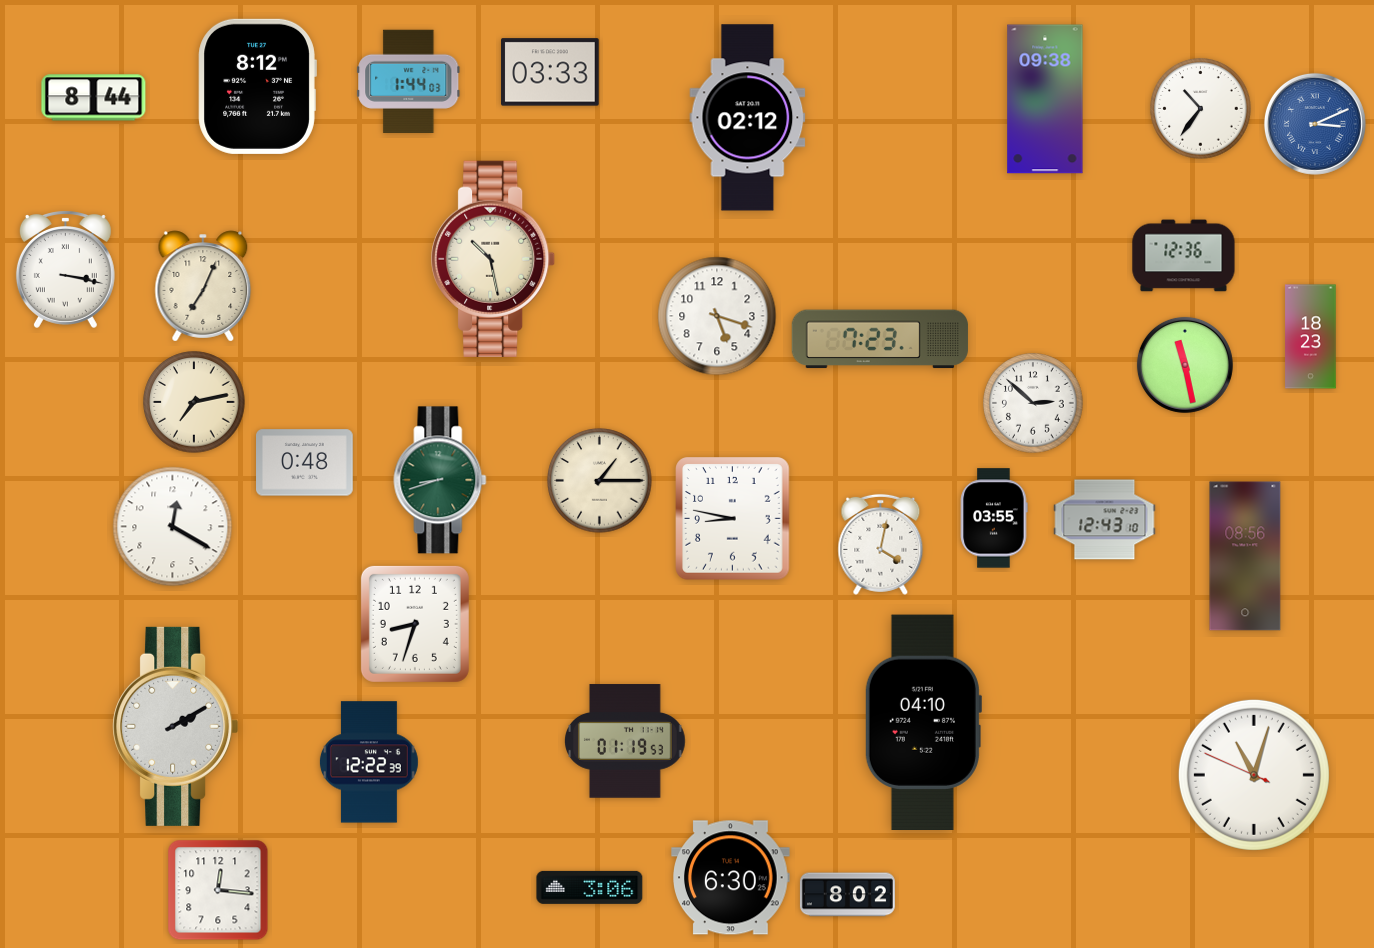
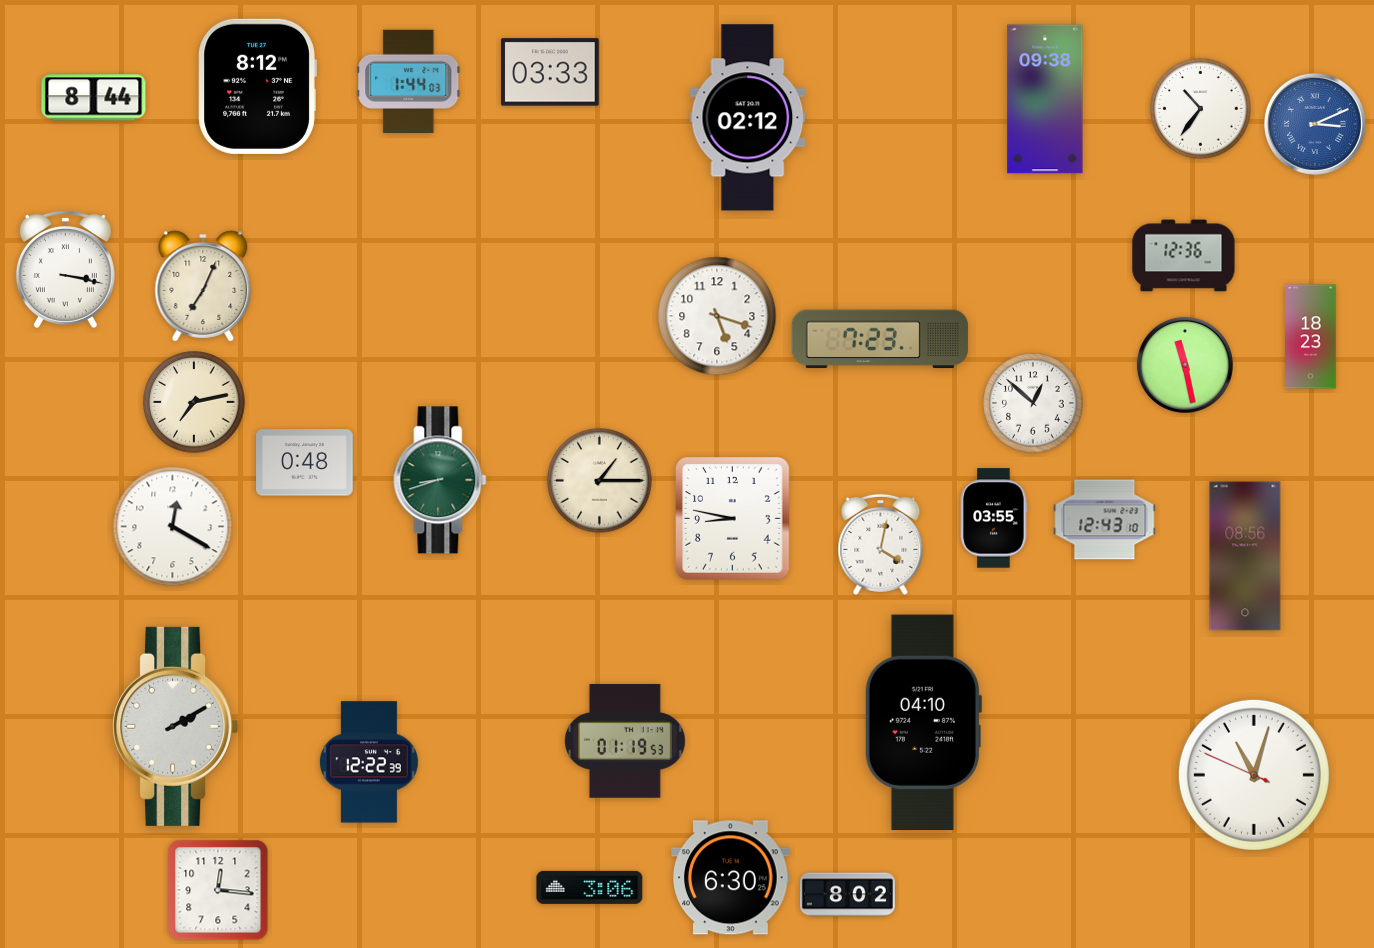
clock at (494, 259): 10:28 -> none
clock at (1033, 403): 2:52 -> 12:52
clock at (415, 624): 8:33 -> none
